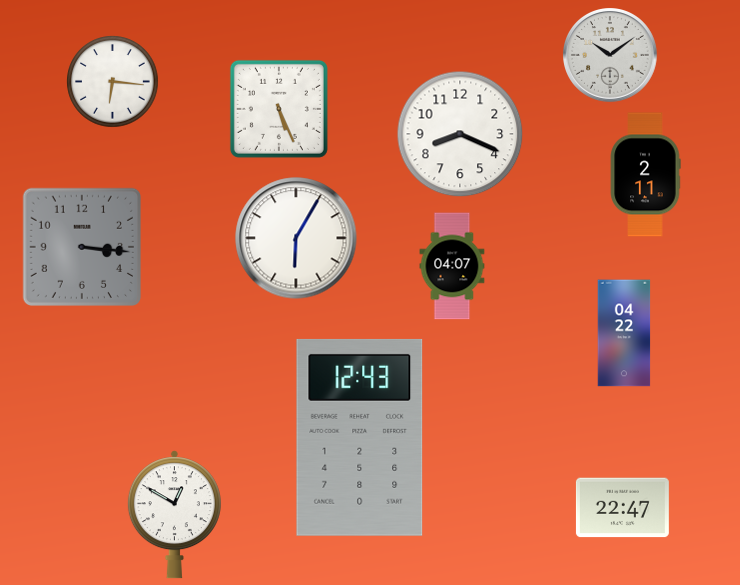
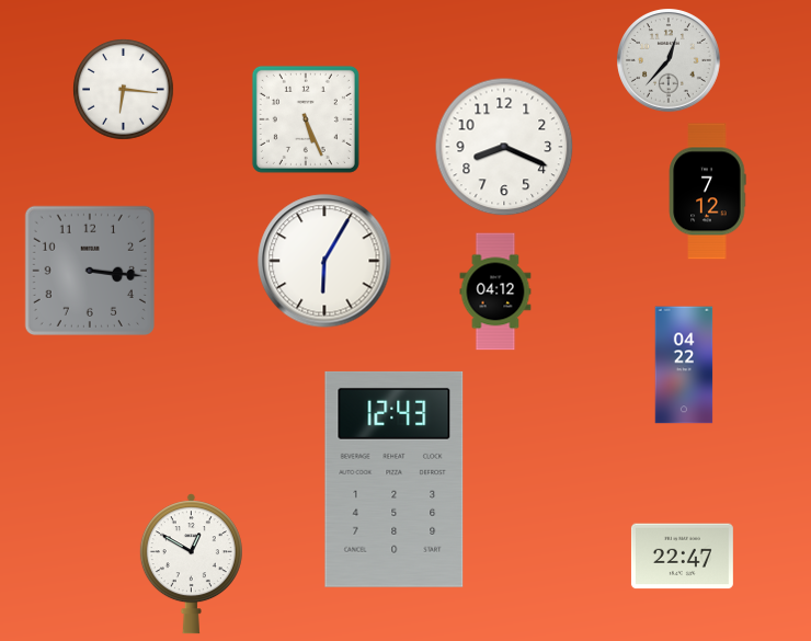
clock at (611, 56): 10:09 -> 12:37
clock at (645, 175): 2:11 -> 7:12
clock at (452, 266): 04:07 -> 04:12
